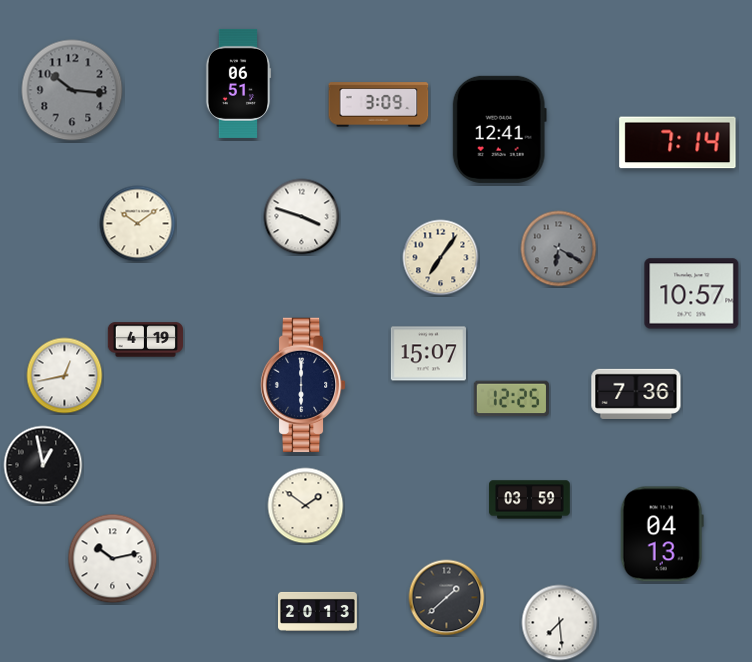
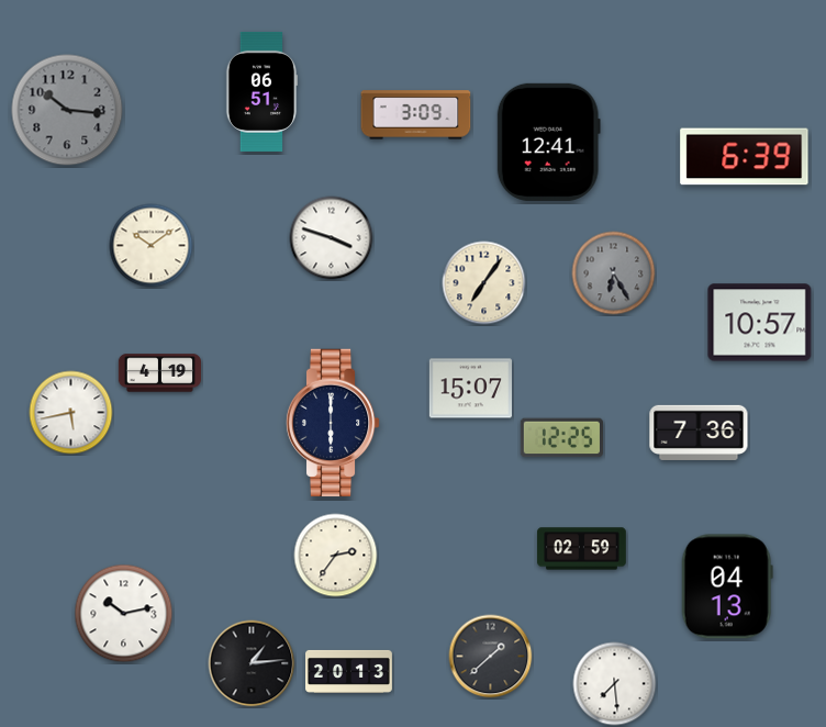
clock at (72, 90) position: (72, 90) -> (67, 110)
clock at (678, 143): 7:14 -> 6:39
clock at (559, 249): 6:20 -> 6:25
clock at (65, 376): 12:43 -> 5:43
clock at (43, 465): 12:58 -> none
clock at (530, 500): 03:59 -> 02:59
clock at (306, 506): 1:51 -> 2:36
clock at (252, 663): none -> 1:14
